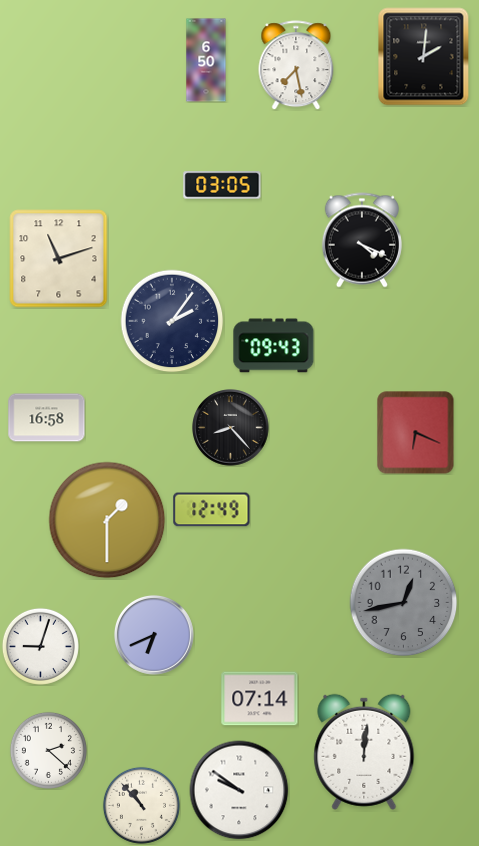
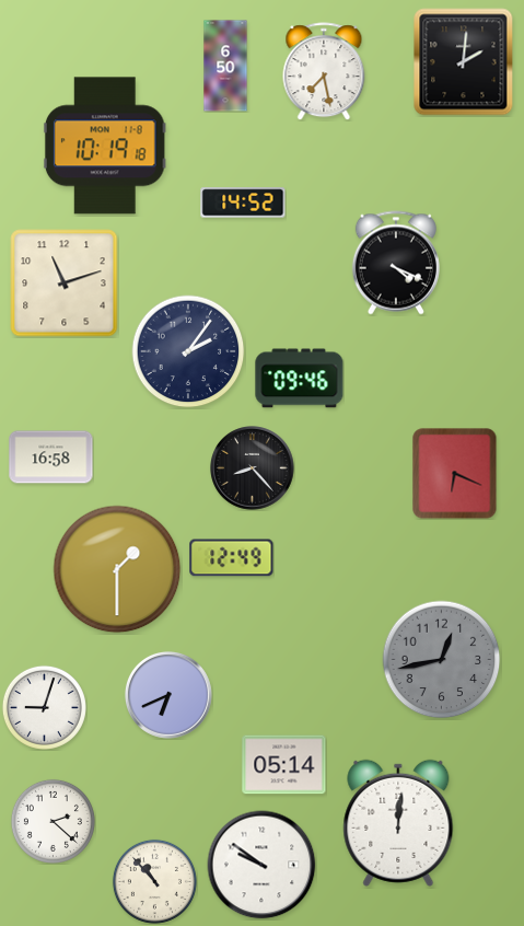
clock at (105, 146): none -> 10:19
clock at (222, 185): 03:05 -> 14:52
clock at (274, 346): 09:43 -> 09:46
clock at (260, 699): 07:14 -> 05:14
